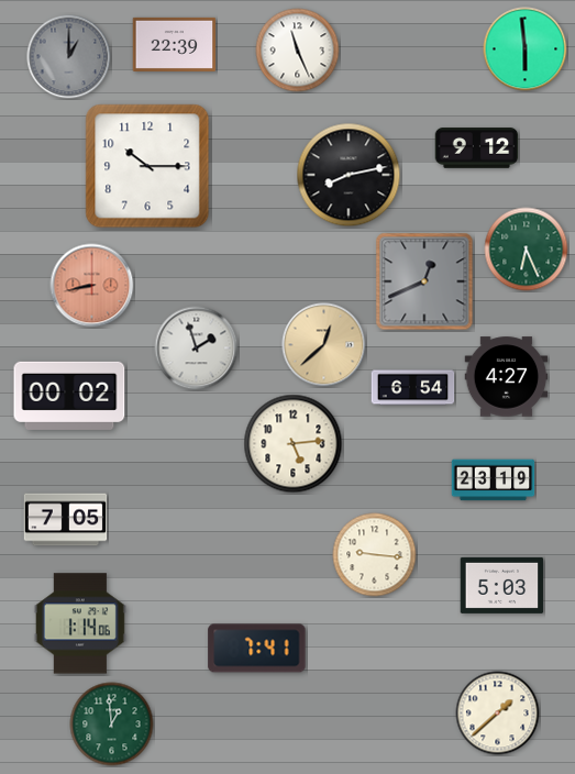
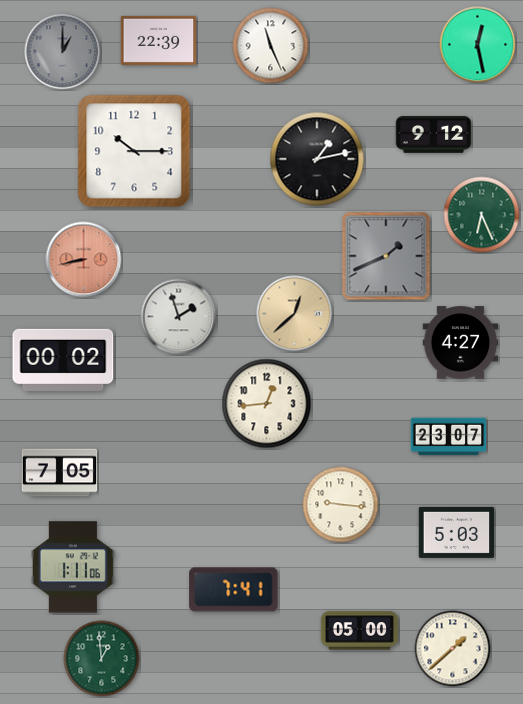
clock at (526, 49): 5:59 -> 12:28
clock at (349, 175): 8:13 -> 1:13
clock at (527, 250) position: (527, 250) -> (482, 215)
clock at (424, 281): 12:41 -> 1:41
clock at (413, 388): 6:54 -> none
clock at (294, 444): 5:14 -> 12:44
clock at (494, 480): 23:19 -> 23:07
clock at (80, 623): 1:14 -> 1:11
clock at (360, 631): none -> 05:00
